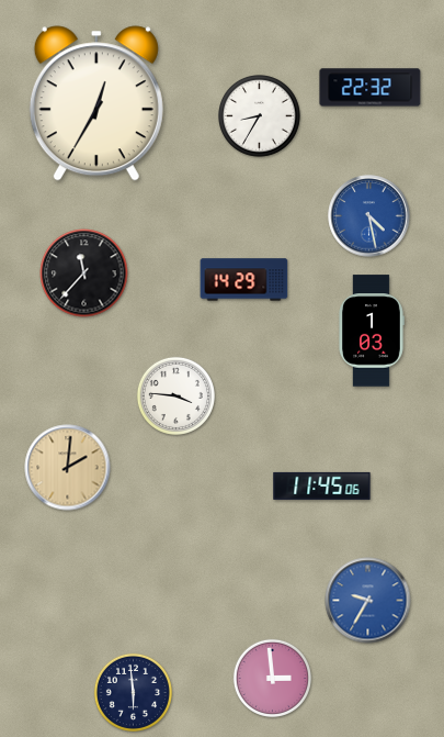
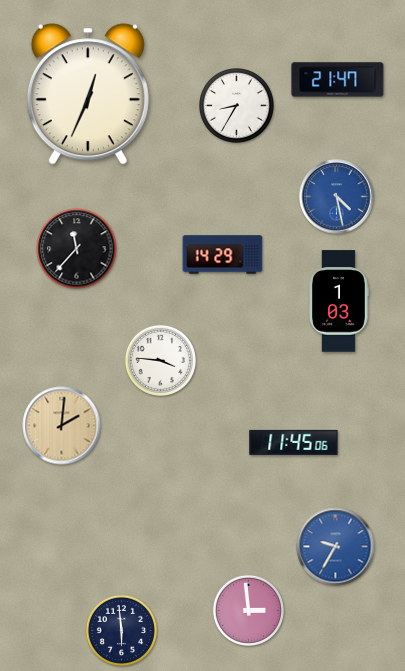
clock at (371, 88): 22:32 -> 21:47
clock at (96, 103): 12:35 -> 12:34
clock at (272, 678) position: (272, 678) -> (248, 610)
